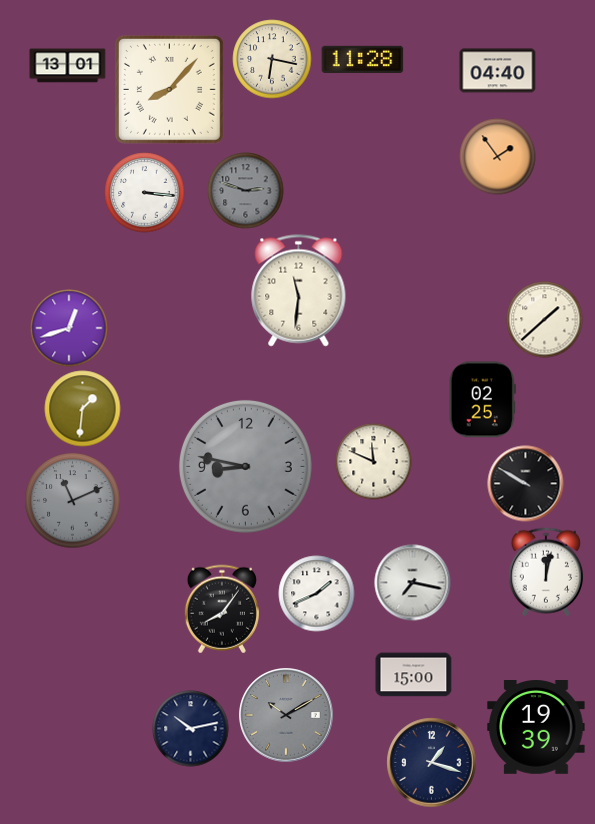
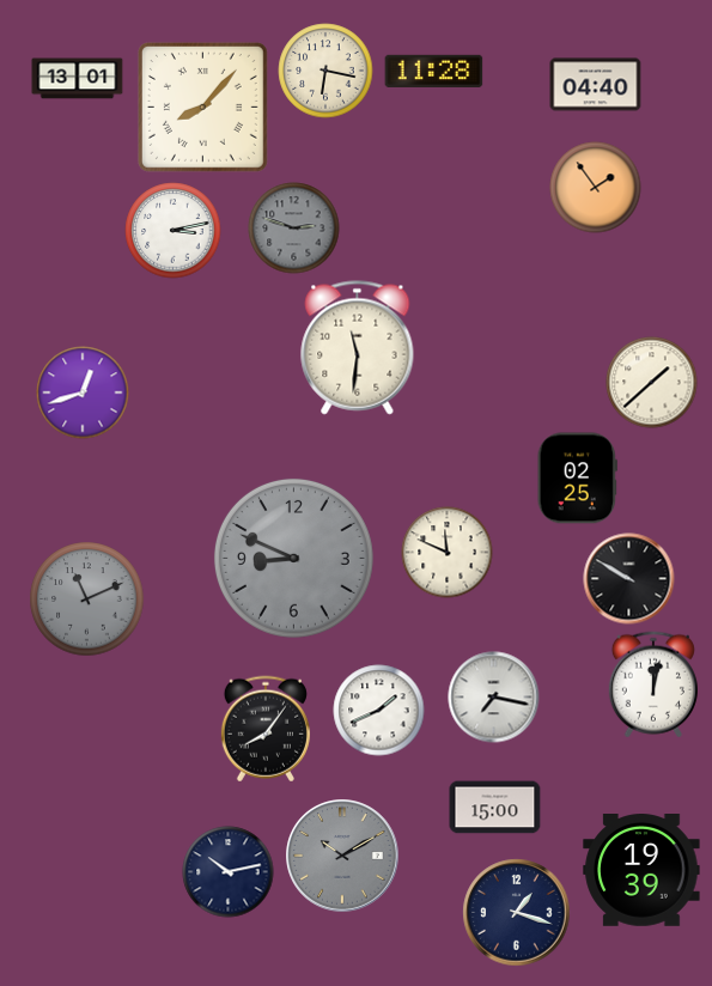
clock at (68, 66) position: (68, 66) -> (78, 79)
clock at (145, 193): 3:16 -> 3:13
clock at (83, 409): 1:31 -> none
clock at (245, 466): 8:47 -> 8:49
